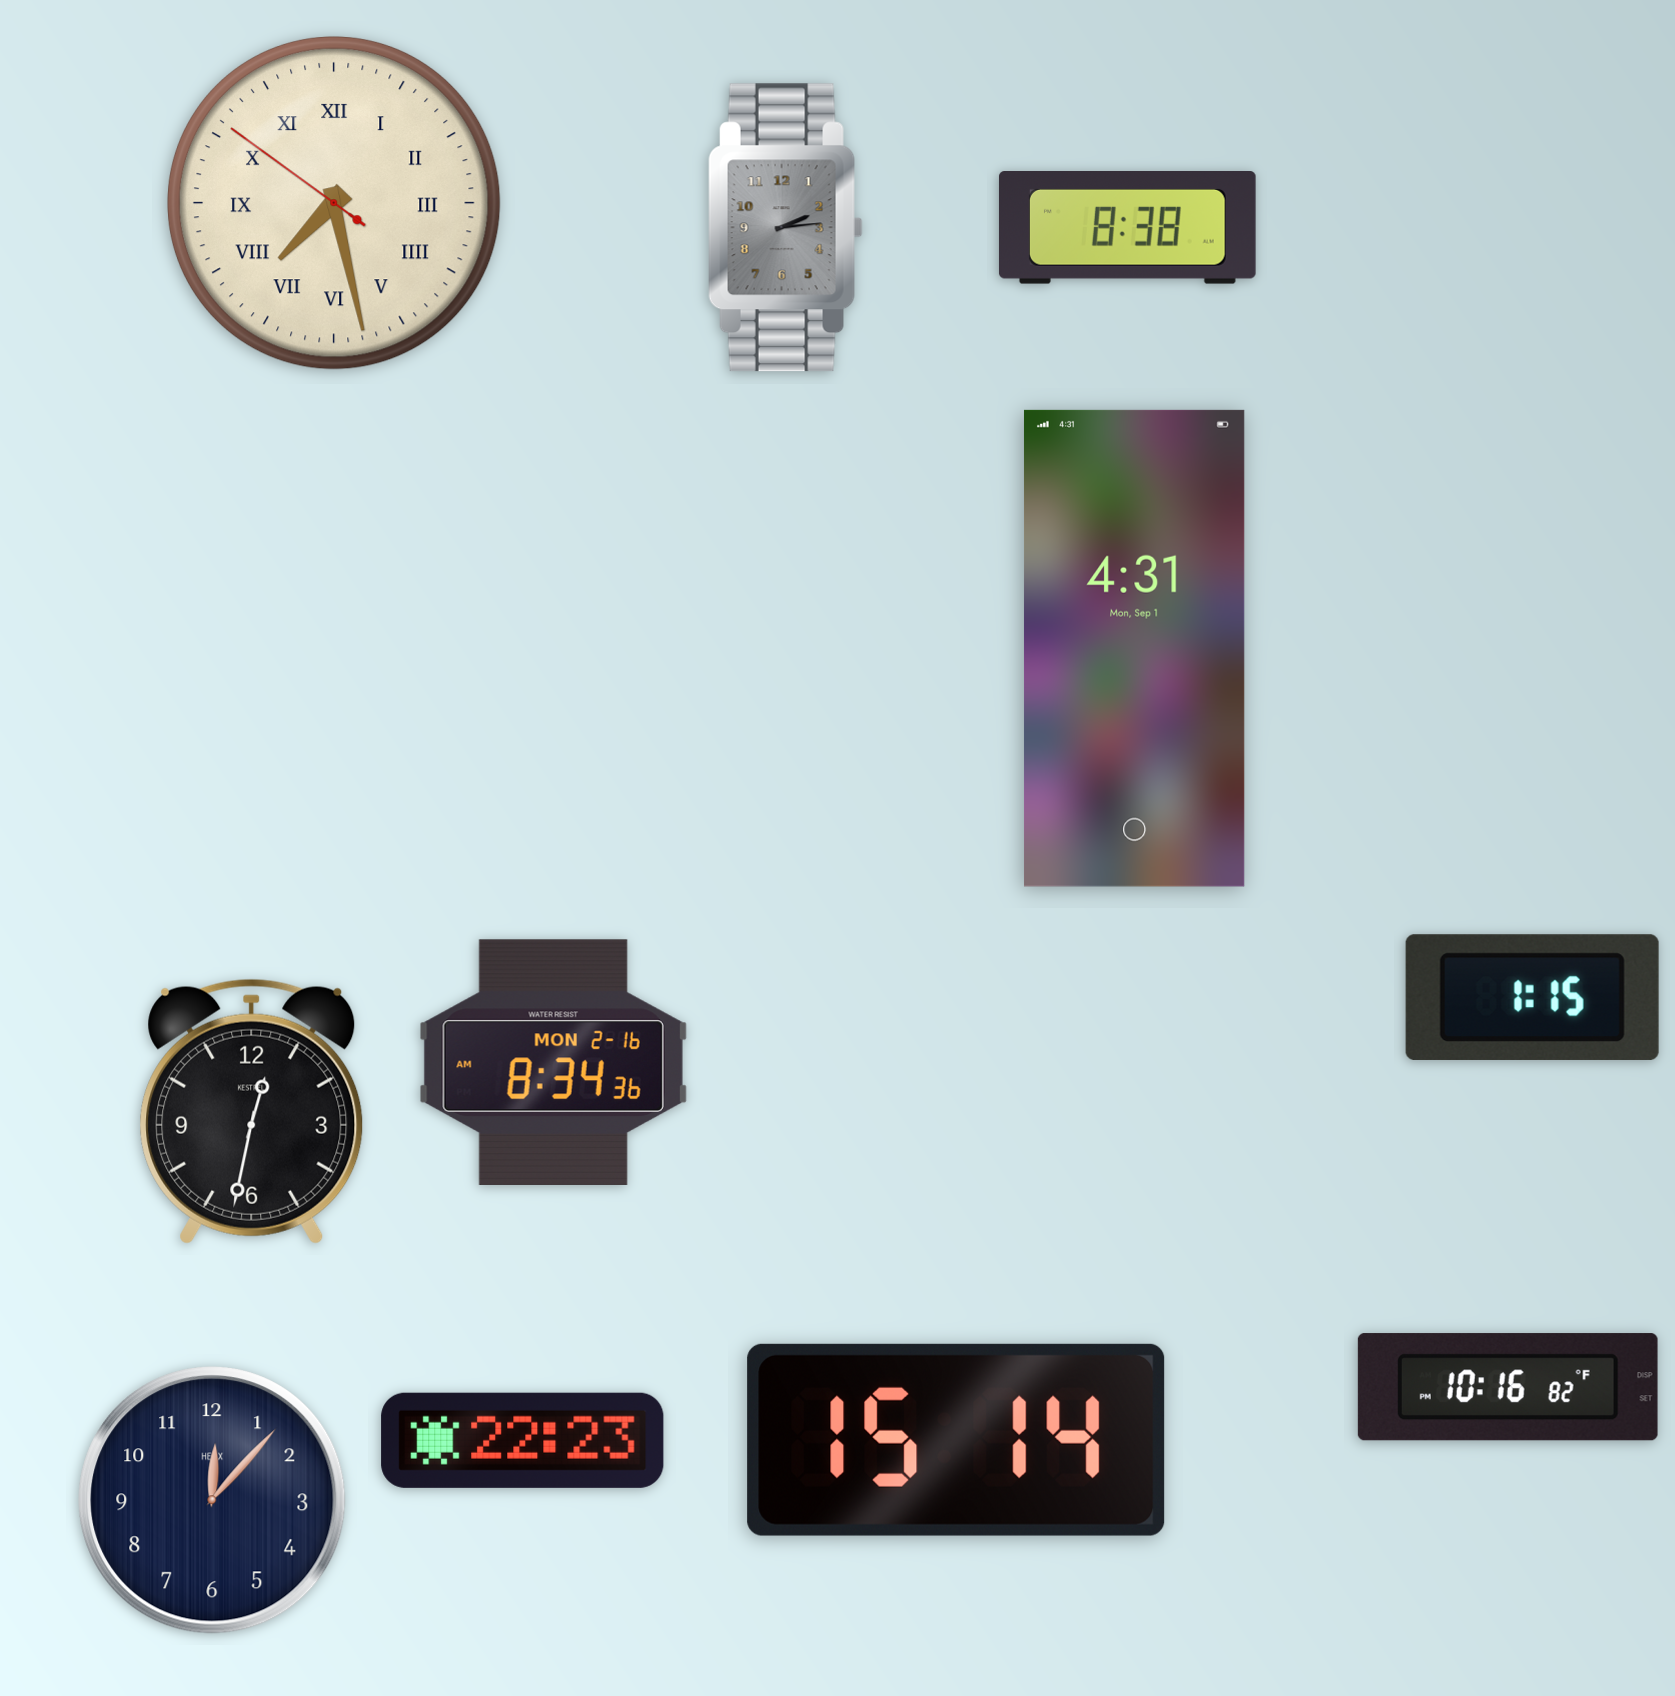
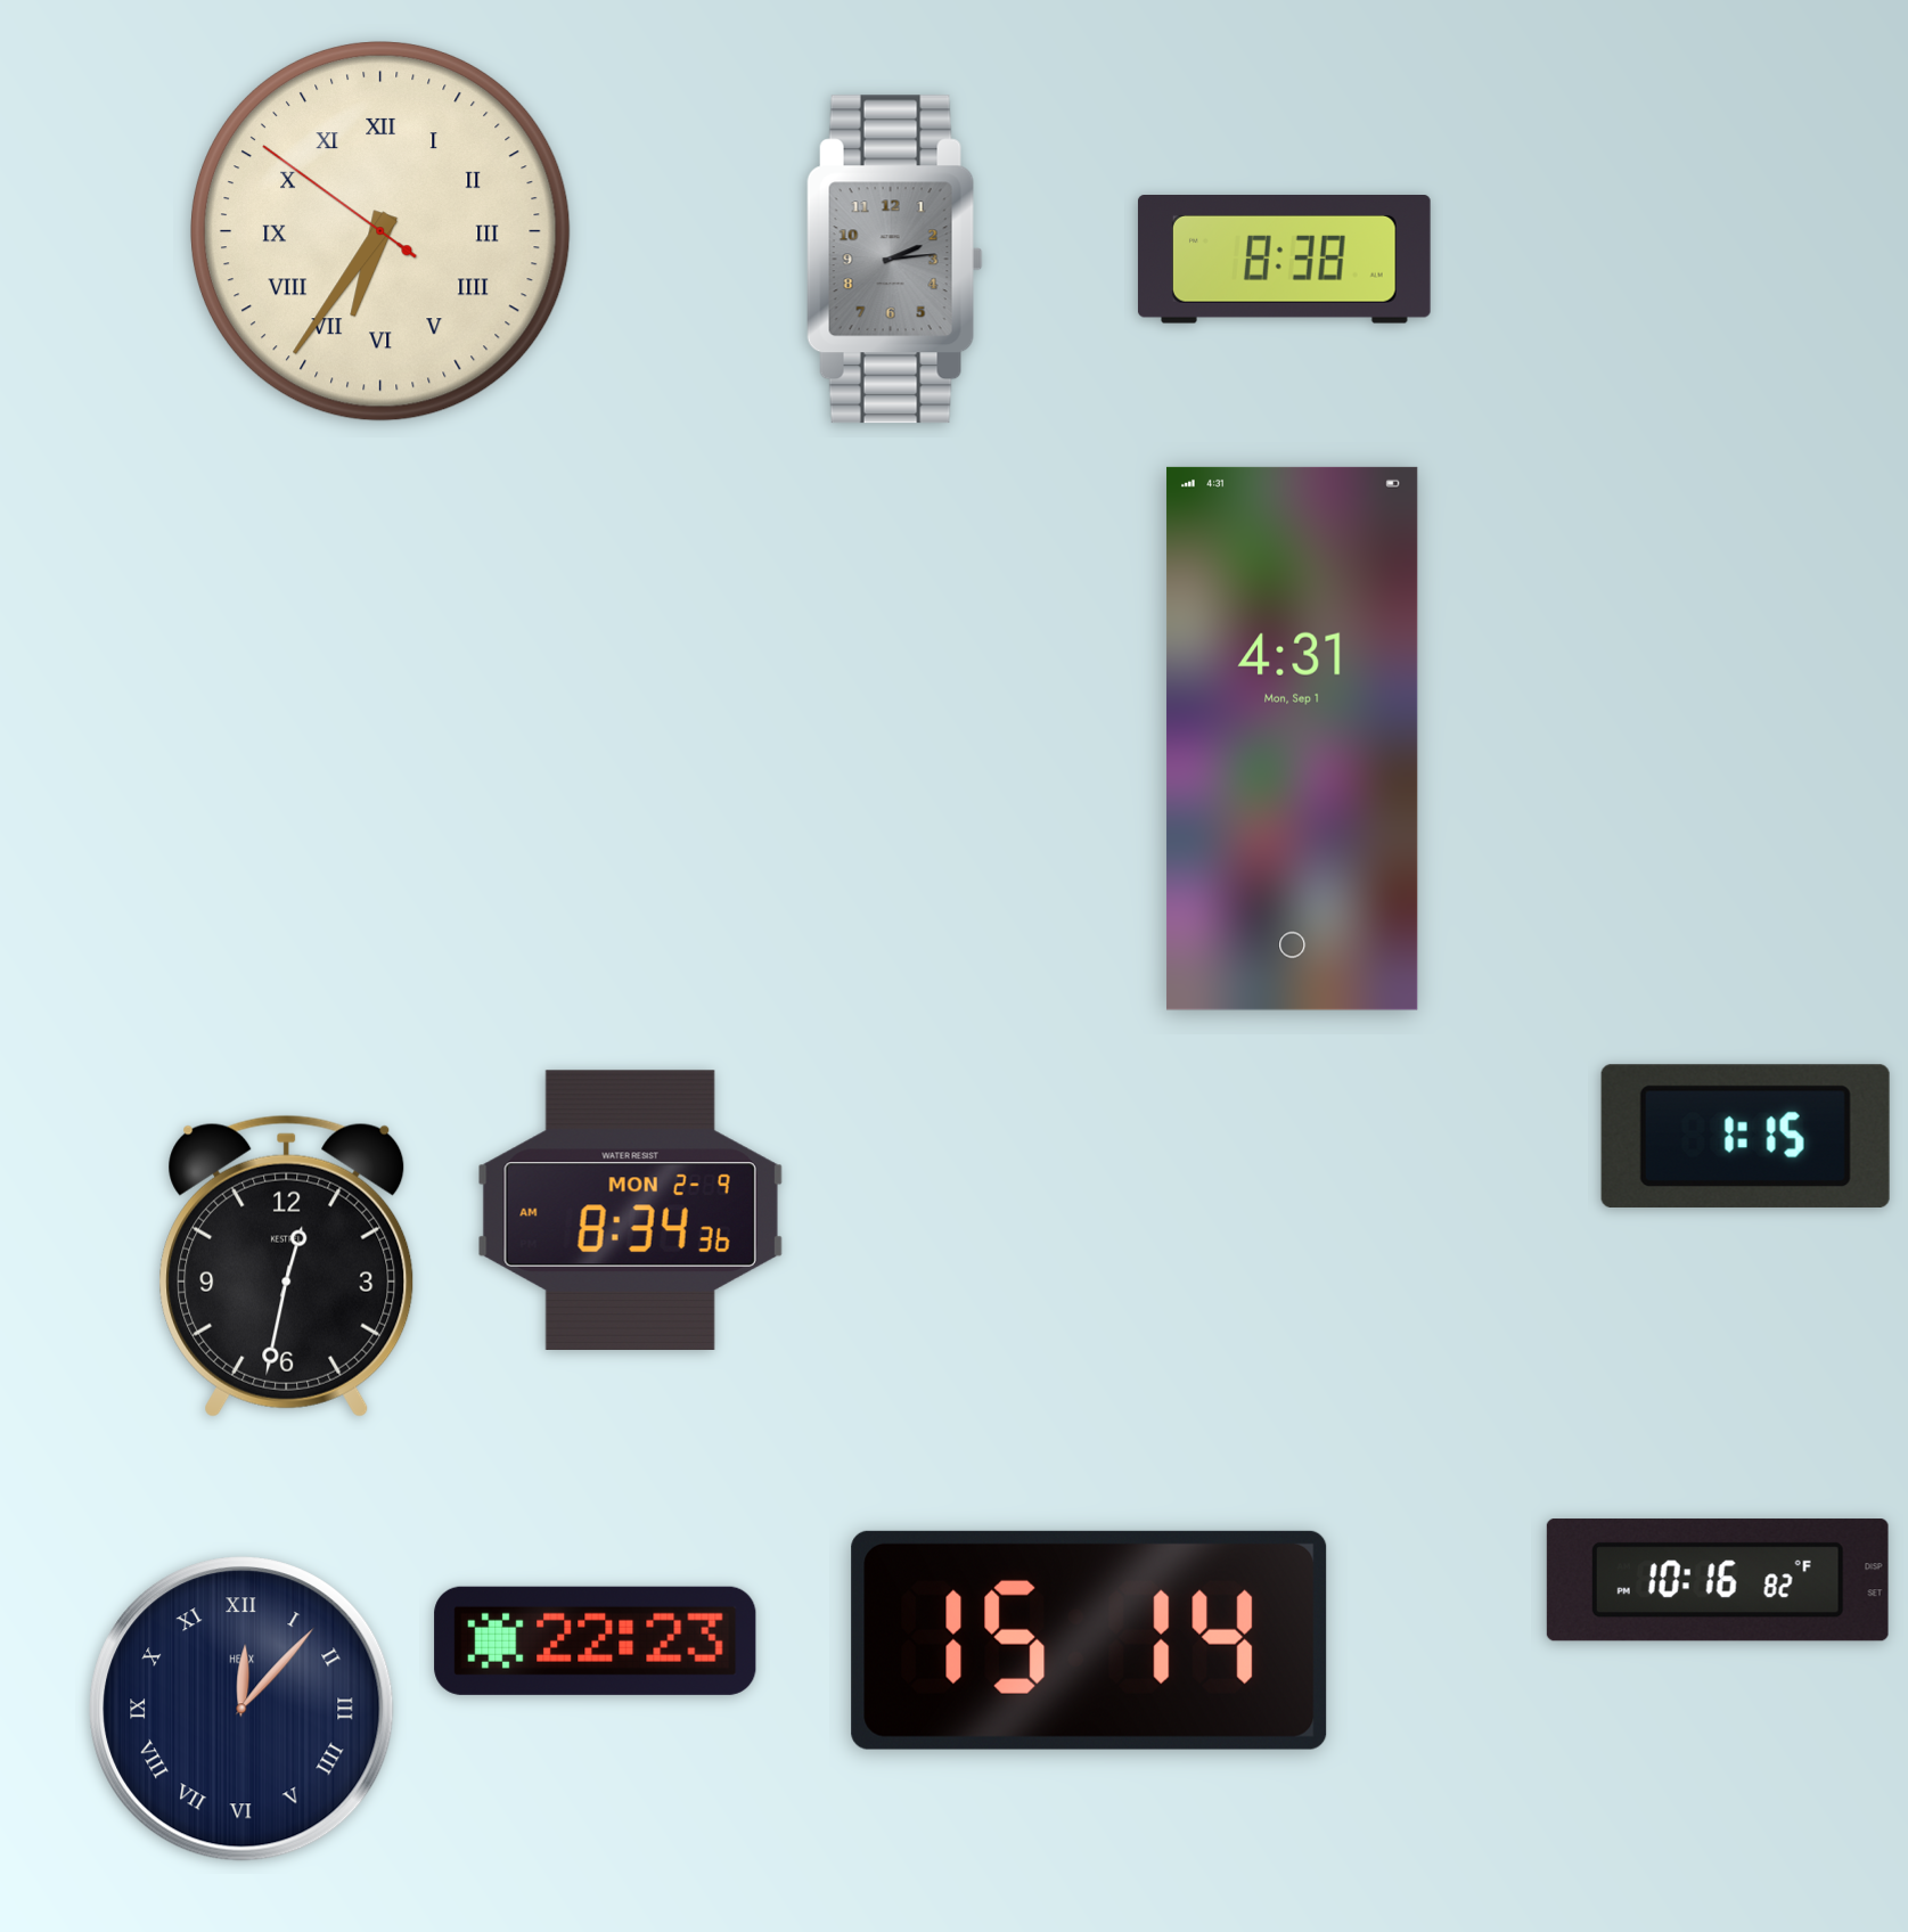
clock at (334, 203): 7:27 -> 6:35
clock at (553, 1062) date: MON 2-16 -> MON 2-9
clock at (212, 1500) numerals: Arabic -> Roman
